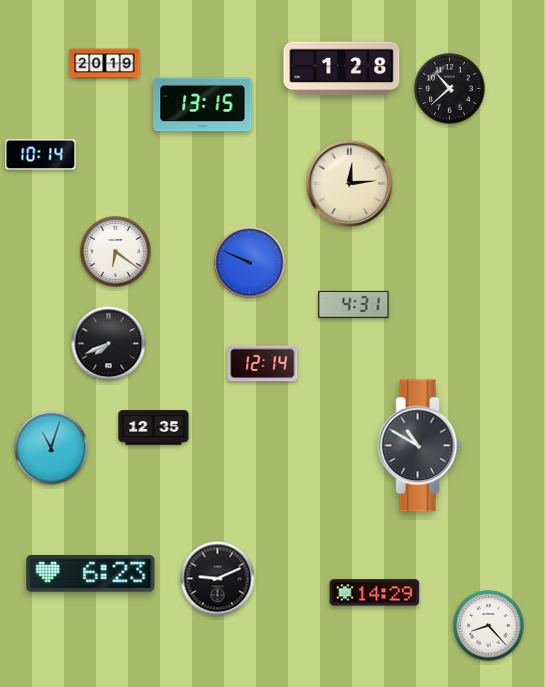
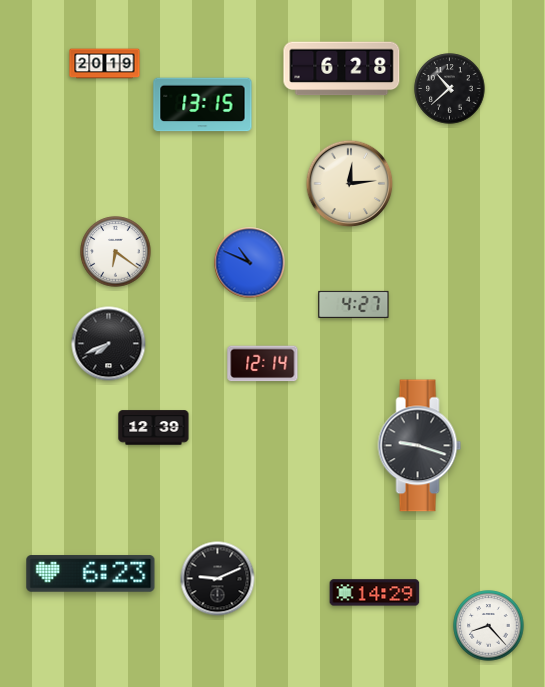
clock at (342, 69): 1:28 -> 6:28
clock at (41, 155): 10:14 -> none
clock at (250, 263): 9:49 -> 10:49
clock at (354, 304): 4:31 -> 4:27
clock at (154, 428): 12:35 -> 12:39
clock at (420, 446): 10:50 -> 9:18
clock at (51, 448): 11:03 -> none
